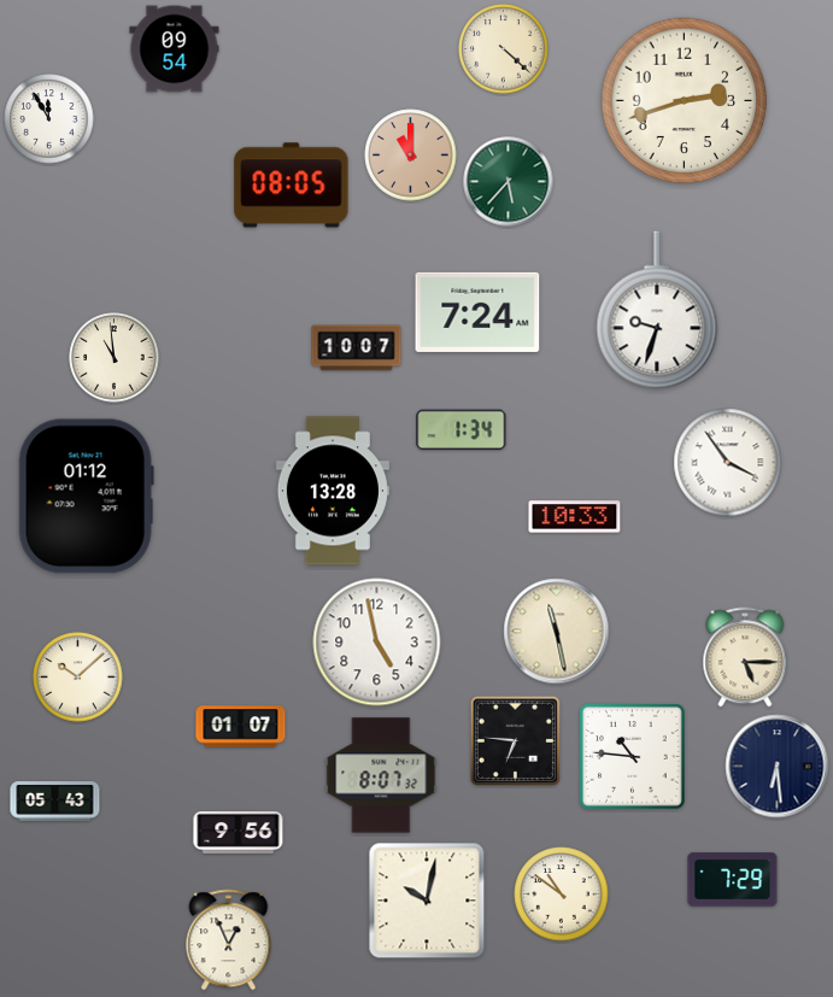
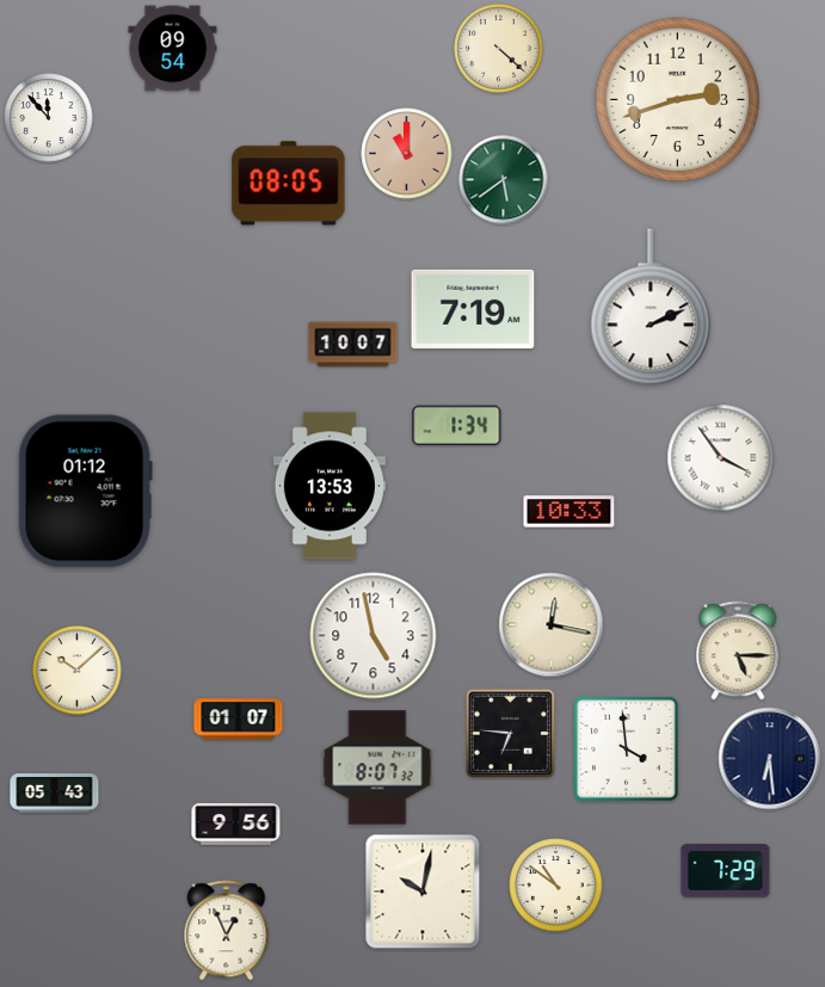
clock at (49, 119): 11:55 -> 11:53
clock at (509, 182): 5:37 -> 5:39
clock at (657, 310): 9:33 -> 2:11
clock at (477, 312): 7:24 -> 7:19
clock at (115, 358): 10:59 -> none
clock at (333, 491): 13:28 -> 13:53
clock at (557, 632): 11:28 -> 12:17
clock at (633, 757): 10:46 -> 3:59
